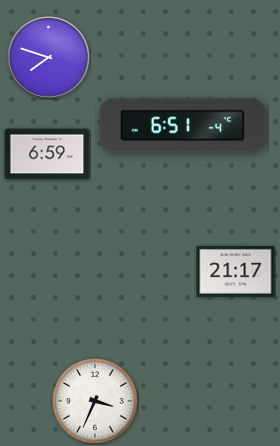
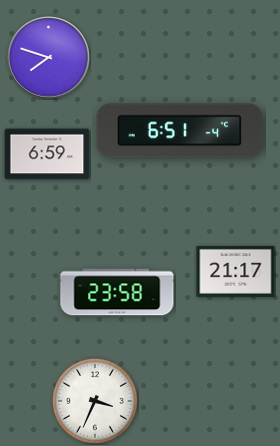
clock at (183, 126) position: (183, 126) -> (180, 131)
clock at (117, 292): none -> 23:58
